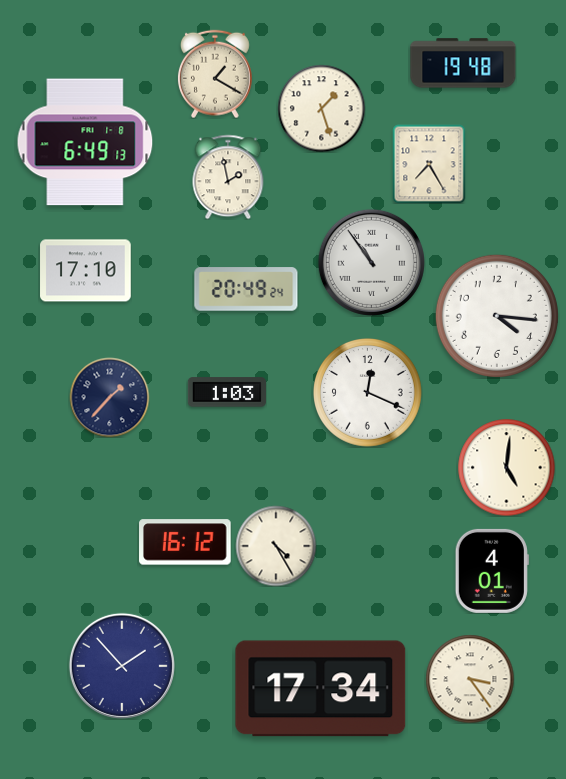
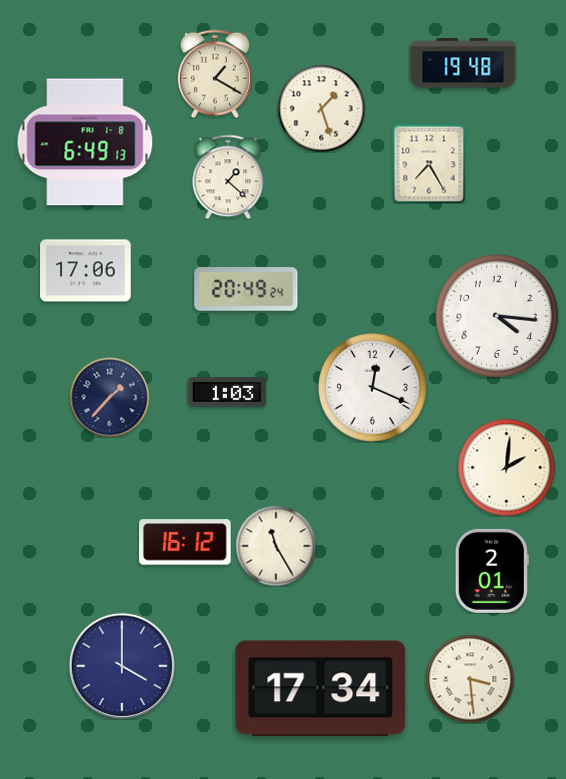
clock at (228, 177): 1:58 -> 1:22
clock at (371, 262): 10:54 -> none
clock at (86, 271): 17:10 -> 17:06
clock at (368, 393) position: (368, 393) -> (373, 388)
clock at (506, 467): 5:01 -> 2:01
clock at (276, 546): 4:25 -> 11:25
clock at (492, 571): 4:01 -> 2:01
clock at (122, 666): 1:53 -> 4:00
clock at (470, 679): 3:24 -> 3:29
